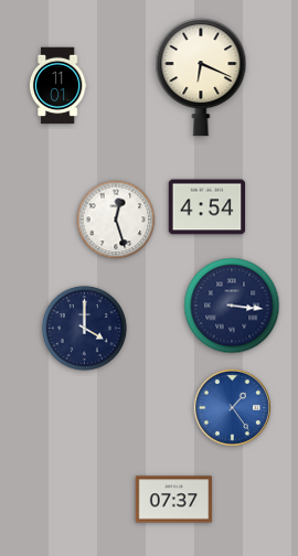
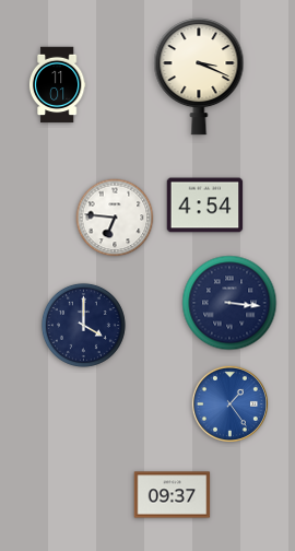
clock at (201, 78): 6:19 -> 3:19
clock at (116, 220): 12:27 -> 6:46
clock at (174, 500): 07:37 -> 09:37
